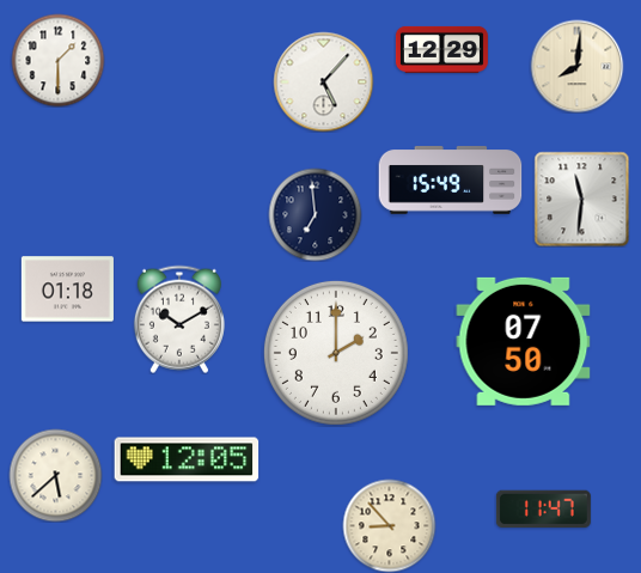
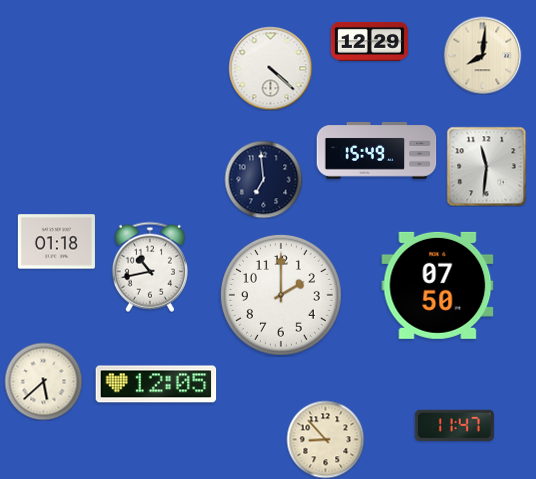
clock at (57, 60): 1:30 -> none
clock at (323, 81): 5:07 -> 4:22
clock at (179, 319): 10:10 -> 10:43
clock at (55, 475) position: (55, 475) -> (43, 381)
